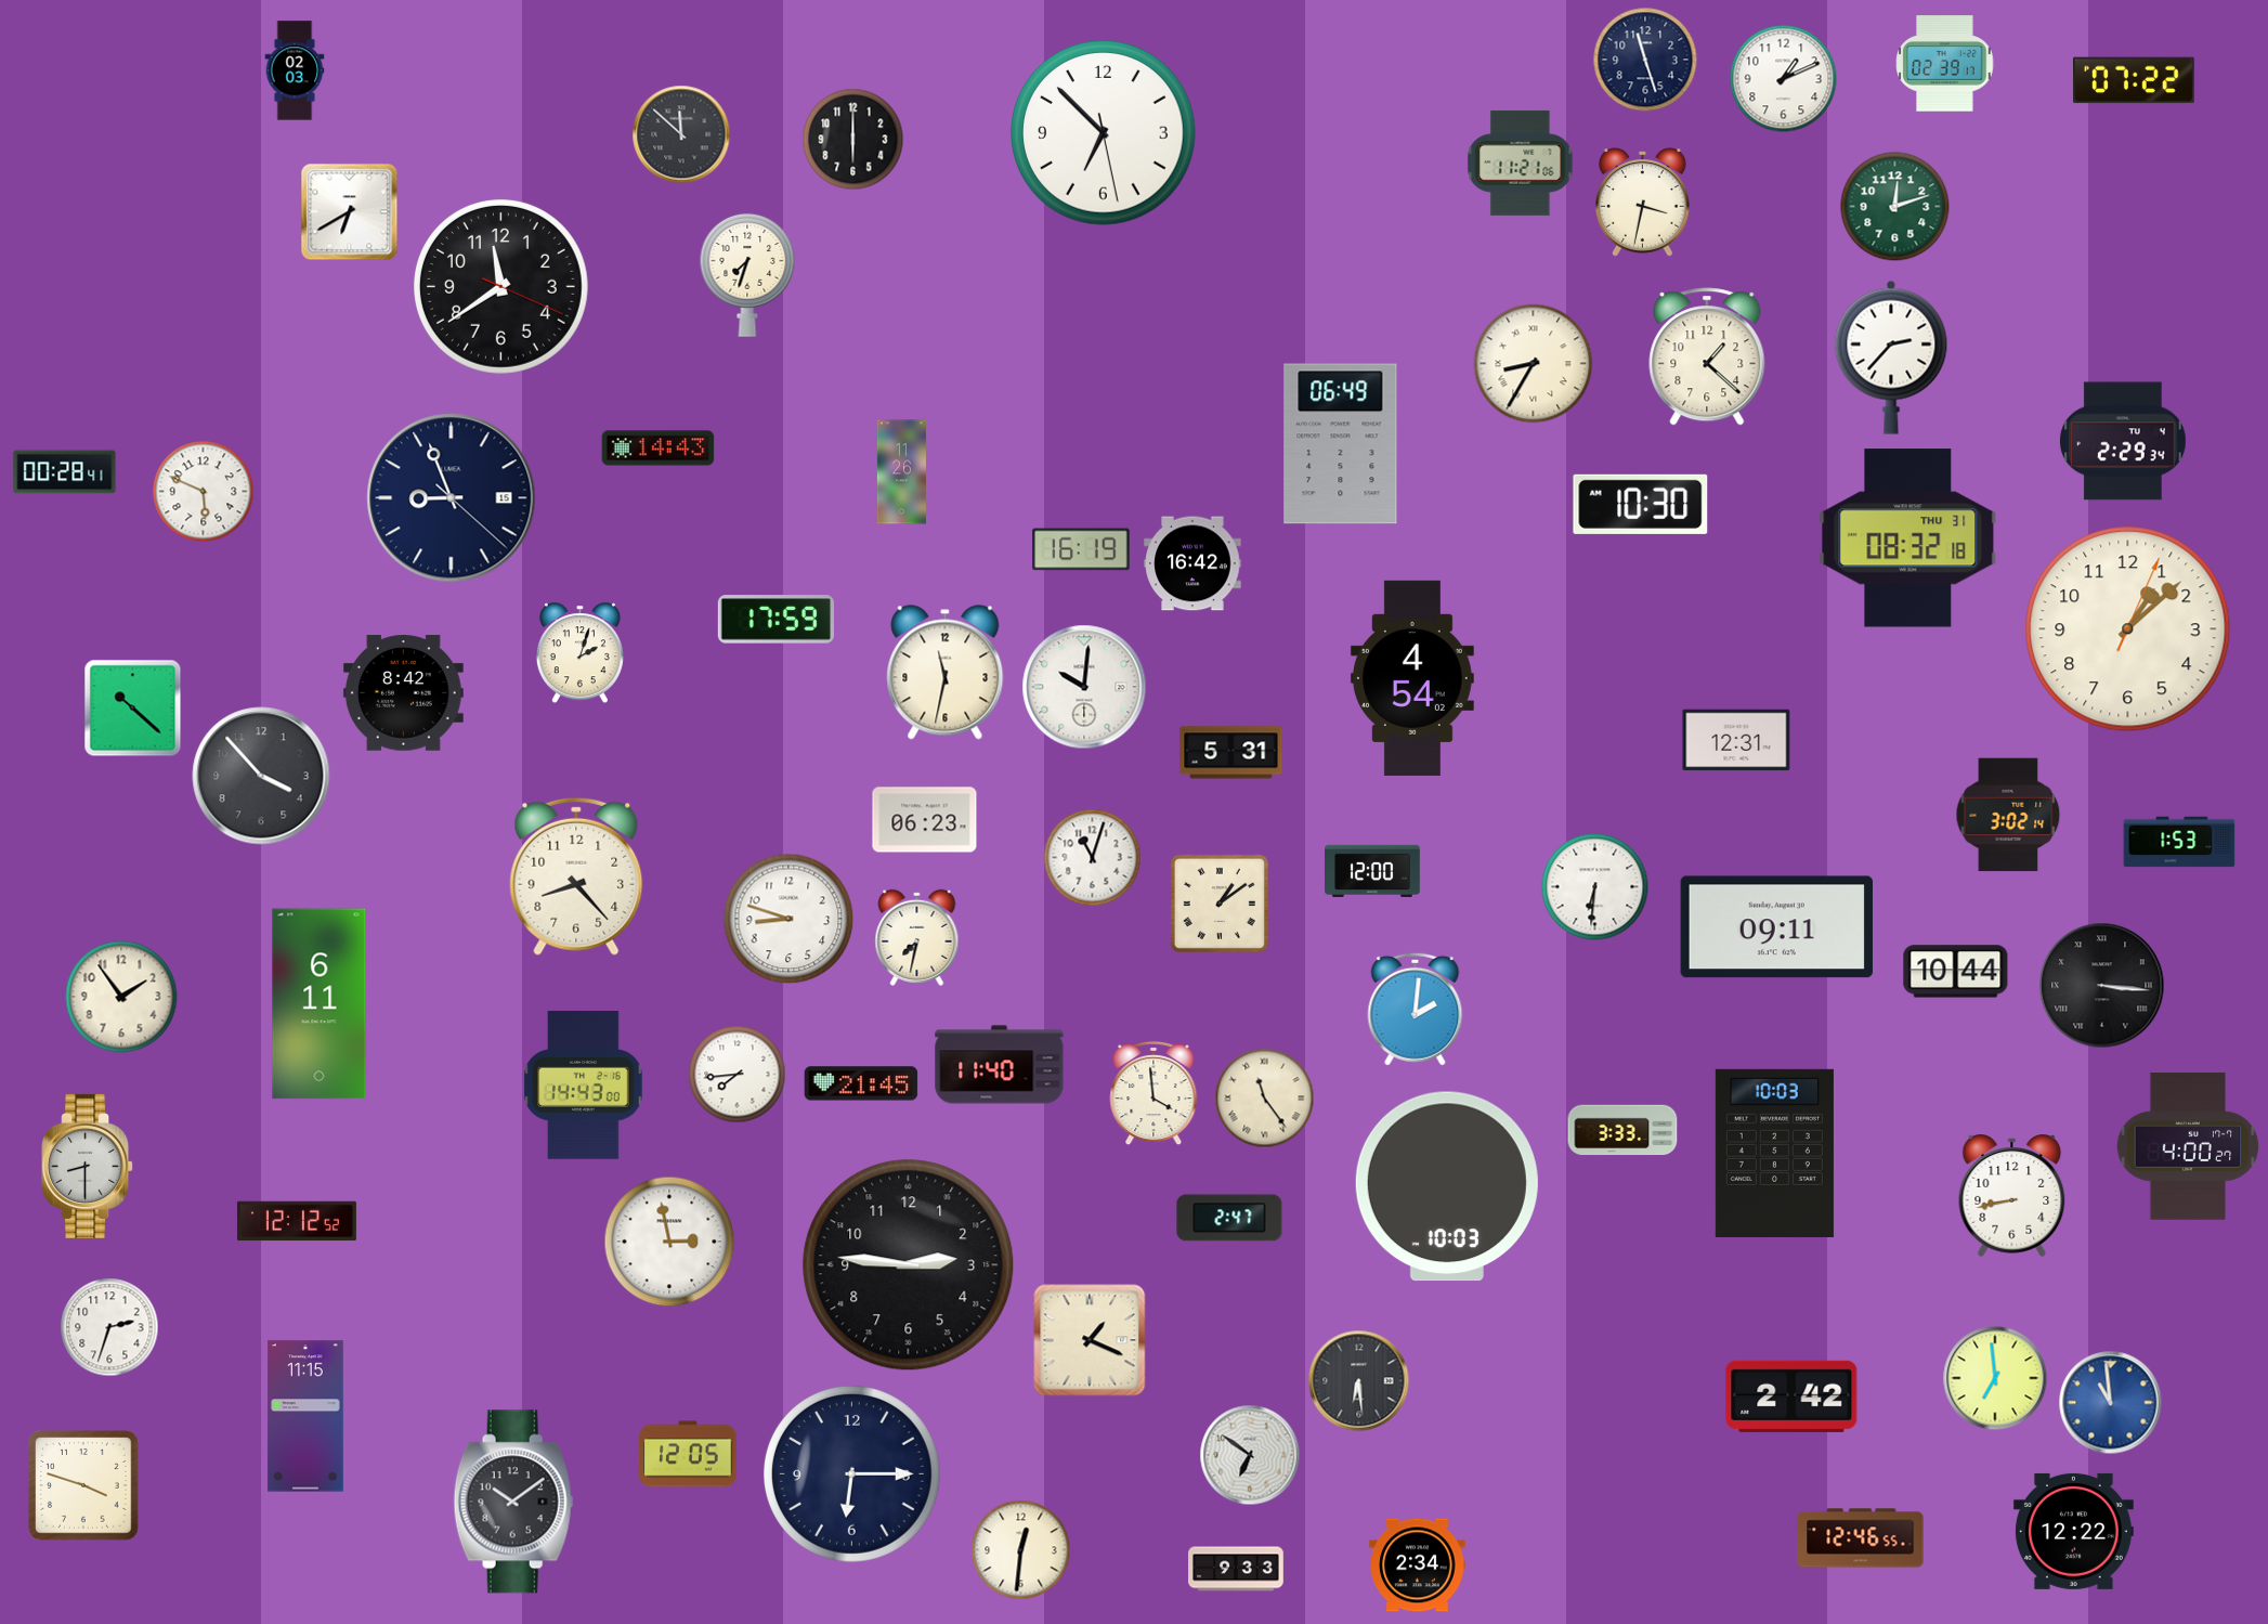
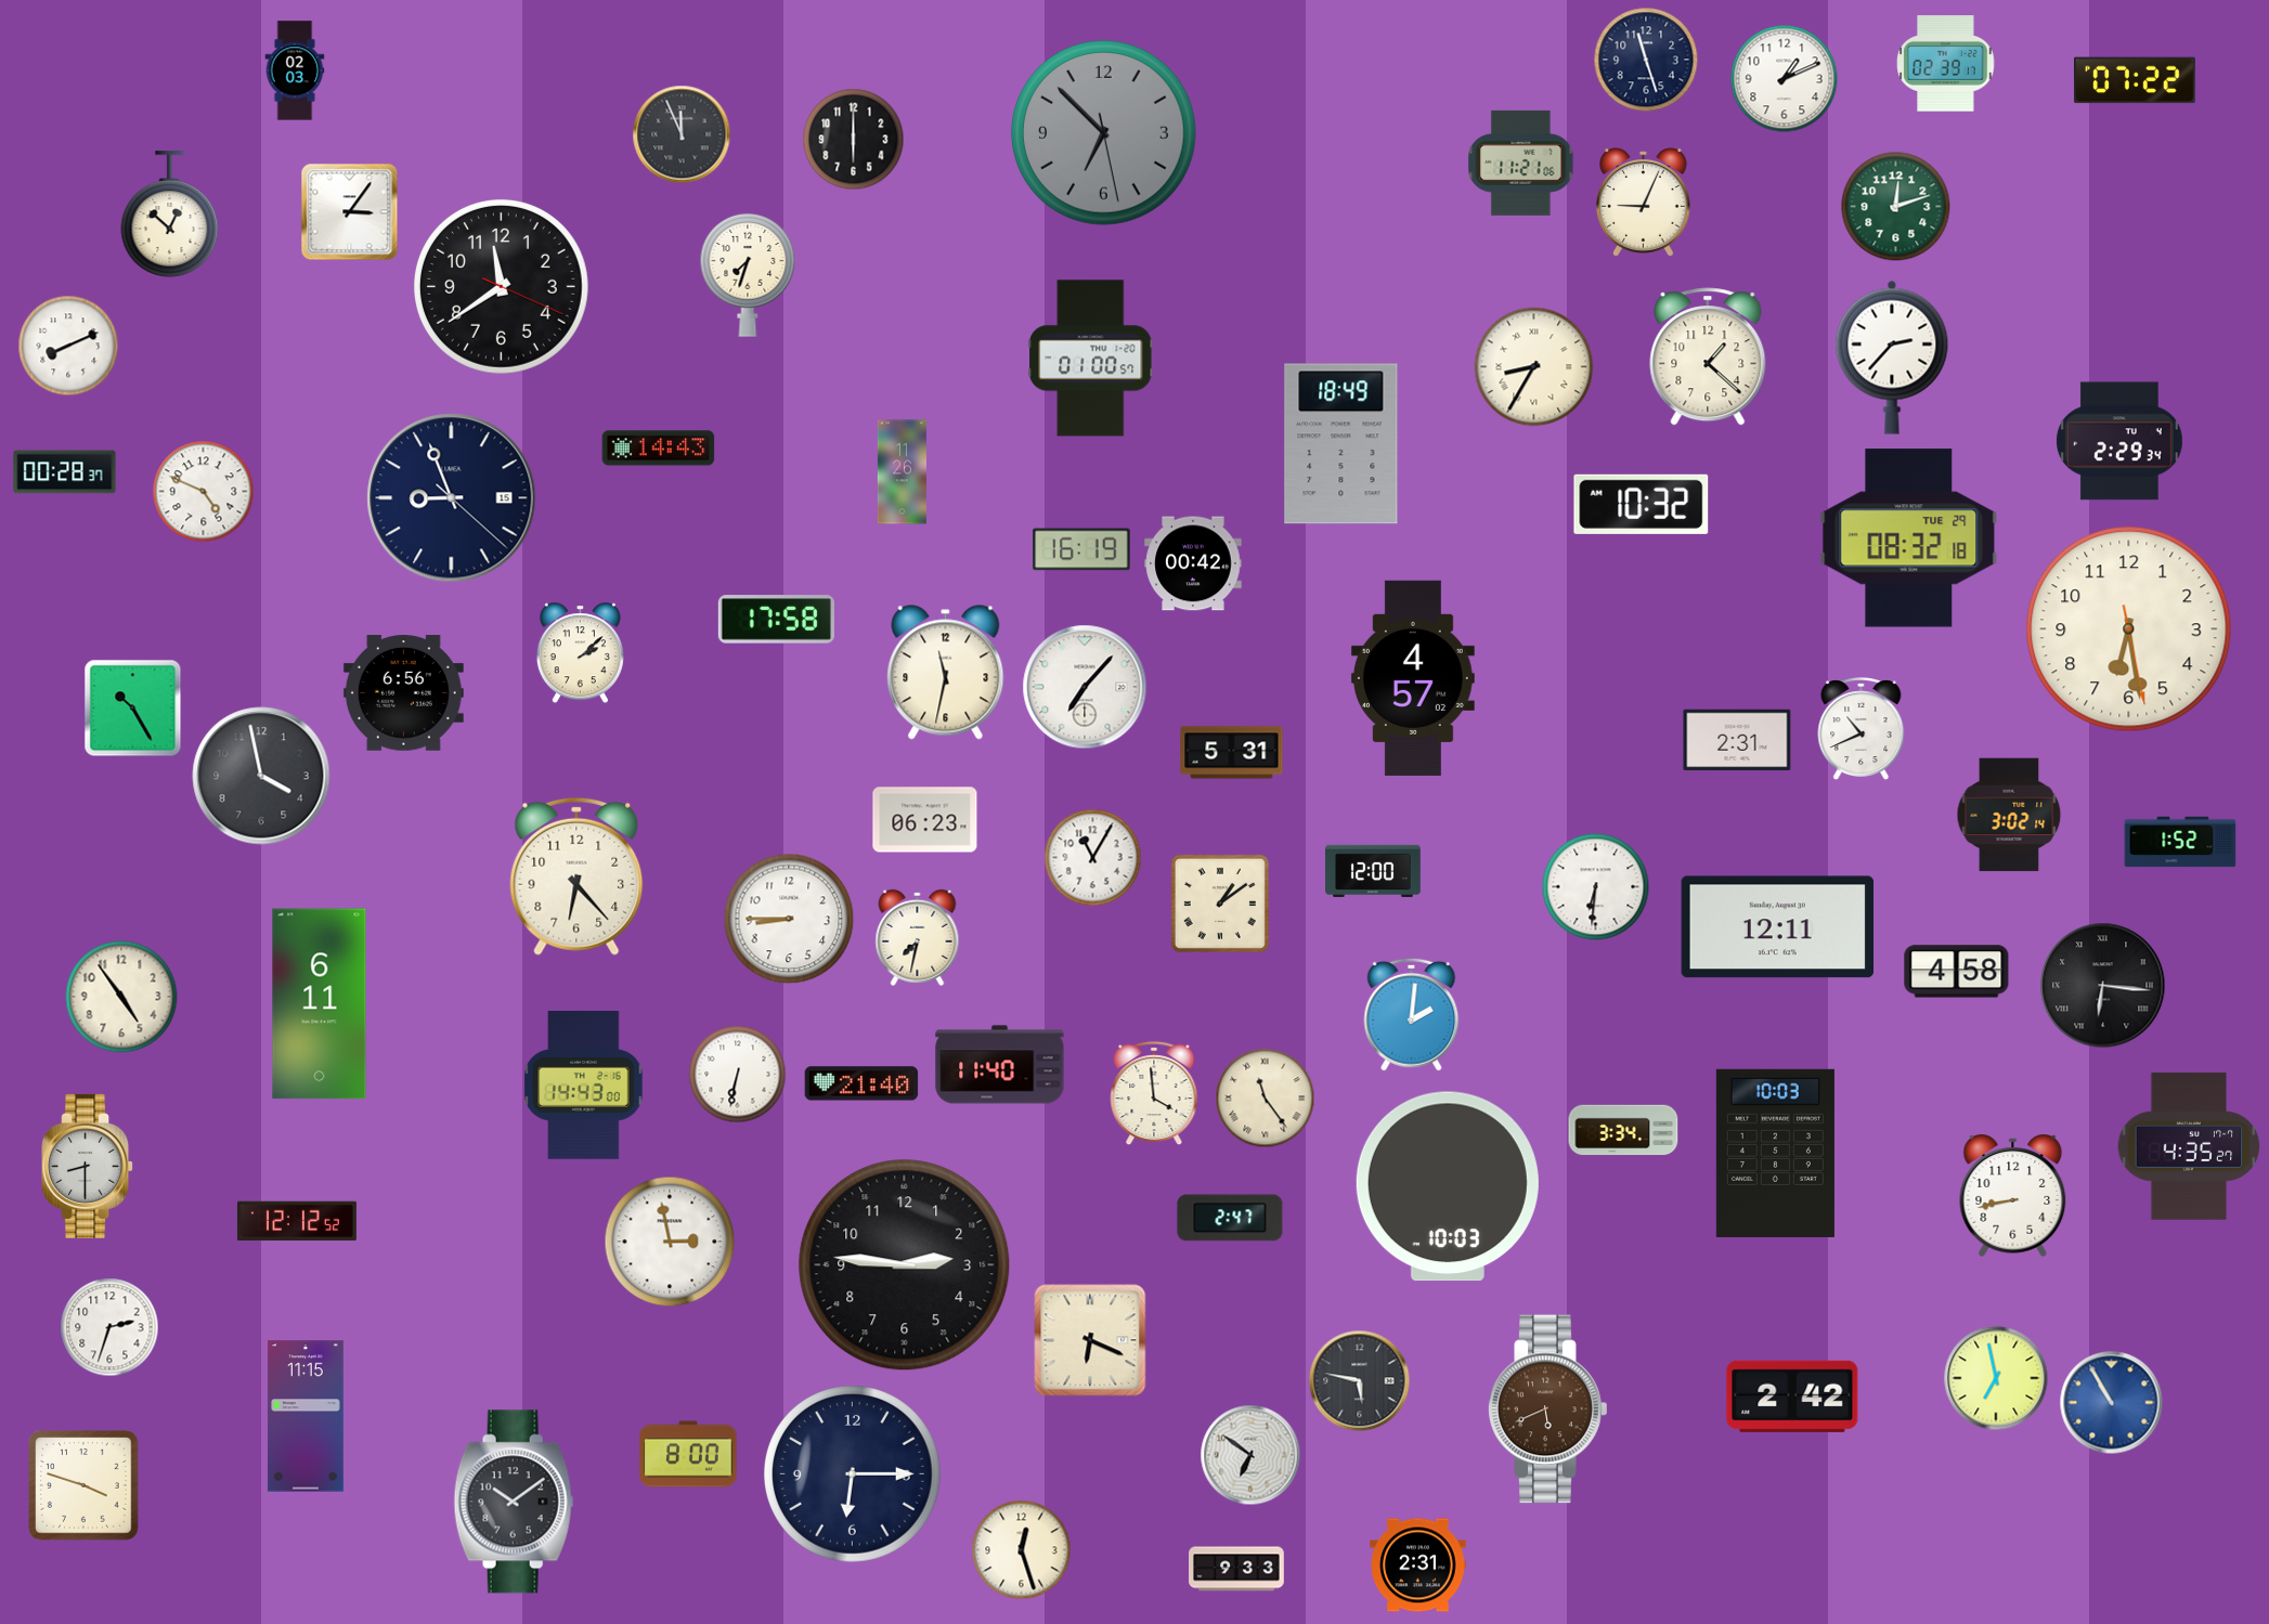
clock at (1104, 133) dial: white -> grey
clock at (681, 134): 11:52 -> 11:56
clock at (1643, 203): 3:32 -> 9:04
clock at (350, 212): 6:40 -> 3:06
clock at (170, 215): none -> 12:52
clock at (68, 346): none -> 8:11
clock at (1091, 359): none -> 01:00
clock at (1534, 364) position: (1534, 364) -> (1534, 367)
clock at (2123, 441) position: (2123, 441) -> (2119, 441)
clock at (1341, 444): 06:49 -> 18:49
clock at (65, 472): 00:28:41 -> 00:28:37
clock at (204, 492): 5:49 -> 4:49
clock at (1641, 504): 10:30 -> 10:32
clock at (1908, 538) date: THU 31 -> TUE 29
clock at (1192, 563): 16:42 -> 00:42
clock at (775, 620): 17:59 -> 17:58
clock at (2128, 629): 1:08 -> 6:28
clock at (579, 653): 2:03 -> 2:08
clock at (1412, 678): 4:54 -> 4:57
clock at (1084, 687): 10:01 -> 7:07
clock at (403, 693): 8:42 -> 6:56
clock at (133, 709): 10:22 -> 10:25
clock at (1862, 729): none -> 10:41
clock at (1736, 740): 12:31 -> 2:31
clock at (261, 776): 3:53 -> 3:58
clock at (2179, 842): 1:53 -> 1:52
clock at (1093, 858): 11:03 -> 11:05
clock at (576, 876): 8:23 -> 6:23
clock at (788, 919): 8:48 -> 8:45
clock at (1776, 927): 09:11 -> 12:11
clock at (1956, 972): 10:44 -> 4:58
clock at (2102, 986): 3:16 -> 6:16
clock at (121, 997): 1:54 -> 4:54
clock at (1416, 1009) position: (1416, 1009) -> (1412, 1014)
clock at (738, 1075): 7:44 -> 6:32
clock at (861, 1083): 21:45 -> 21:40
clock at (1622, 1130): 3:33 -> 3:34
clock at (2188, 1146): 4:00 -> 4:35
clock at (909, 1265) position: (909, 1265) -> (905, 1265)
clock at (1090, 1340): 1:19 -> 6:19
clock at (1995, 1378): 6:59 -> 6:58
clock at (1359, 1381): 6:29 -> 5:47
clock at (2111, 1403): 10:59 -> 10:55
clock at (1548, 1409): none -> 5:41
clock at (688, 1454): 12:05 -> 8:00
clock at (2073, 1531): 12:22 -> none
clock at (1861, 1538): 12:46 -> none
clock at (1021, 1550): 12:31 -> 12:27
clock at (1418, 1565): 2:34 -> 2:31
